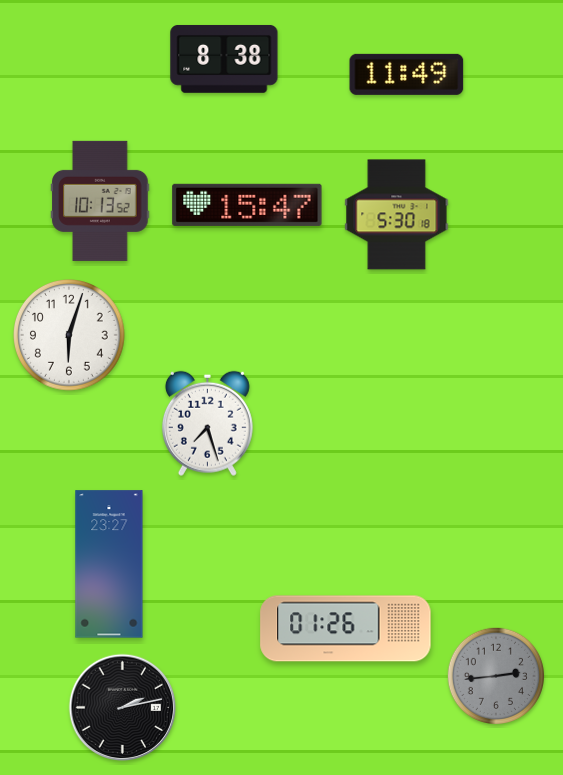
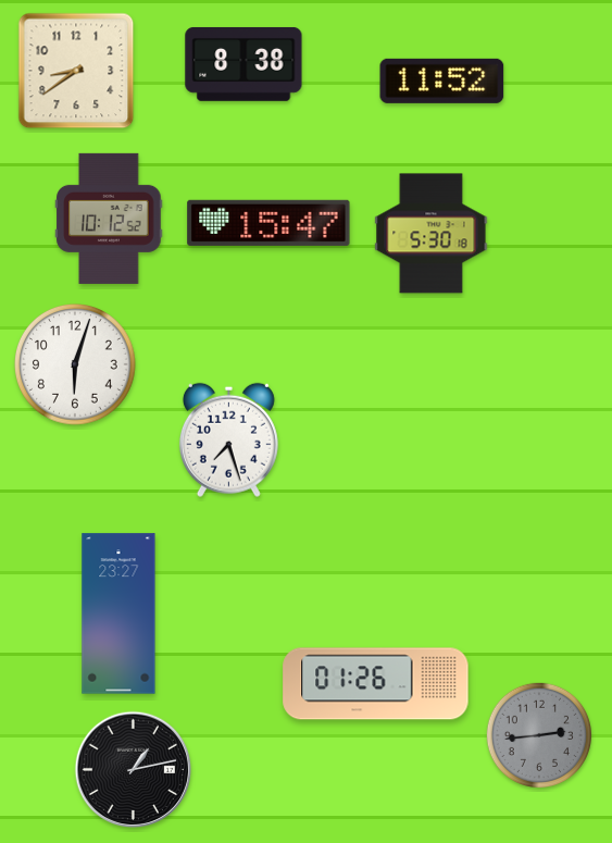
clock at (76, 71): none -> 8:39
clock at (407, 74): 11:49 -> 11:52
clock at (100, 201): 10:13 -> 10:12
clock at (207, 423) position: (207, 423) -> (228, 439)
clock at (123, 708): 2:13 -> 1:13
